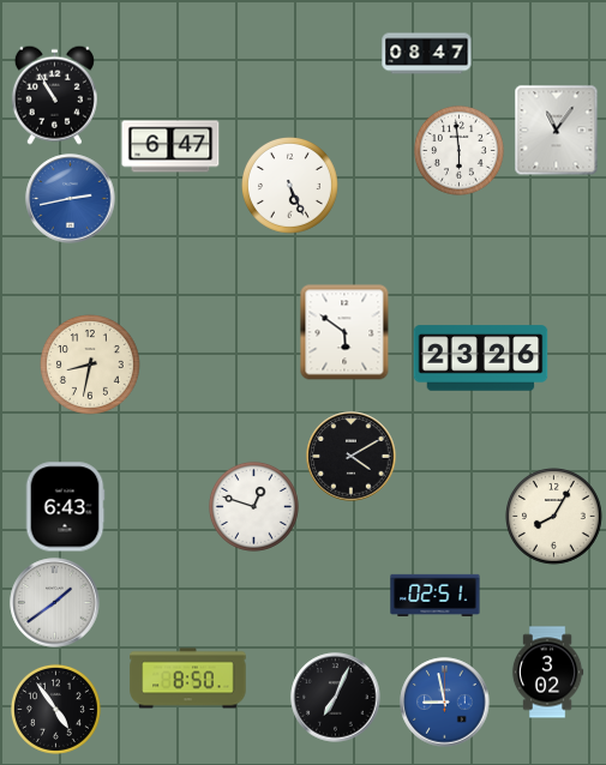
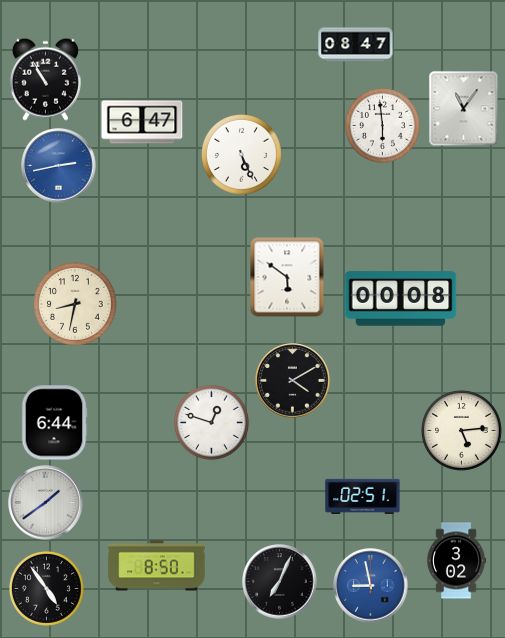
clock at (481, 359): 23:26 -> 00:08
clock at (65, 507): 6:43 -> 6:44
clock at (554, 517): 8:05 -> 5:14
clock at (55, 709) position: (55, 709) -> (46, 588)
